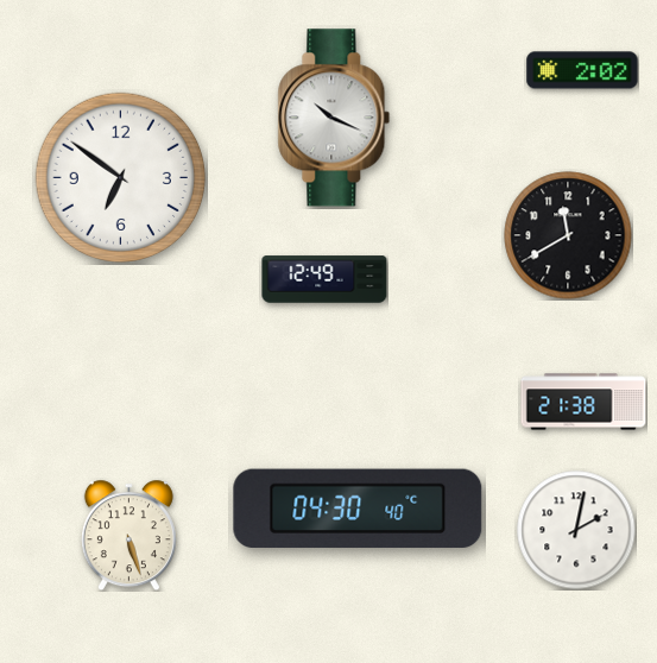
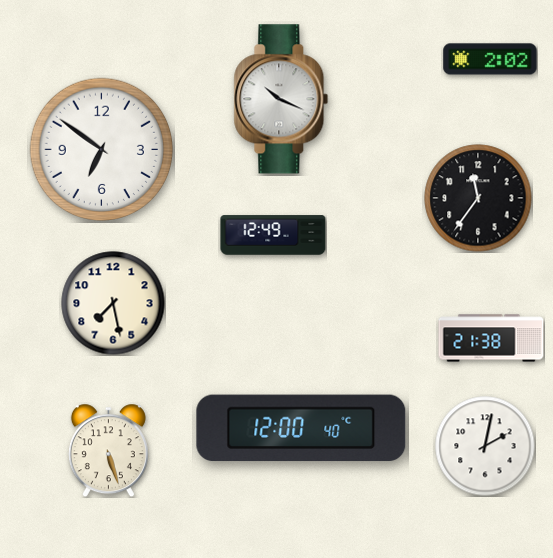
clock at (568, 235): 11:40 -> 11:36
clock at (113, 303): none -> 7:28
clock at (358, 509): 04:30 -> 12:00
